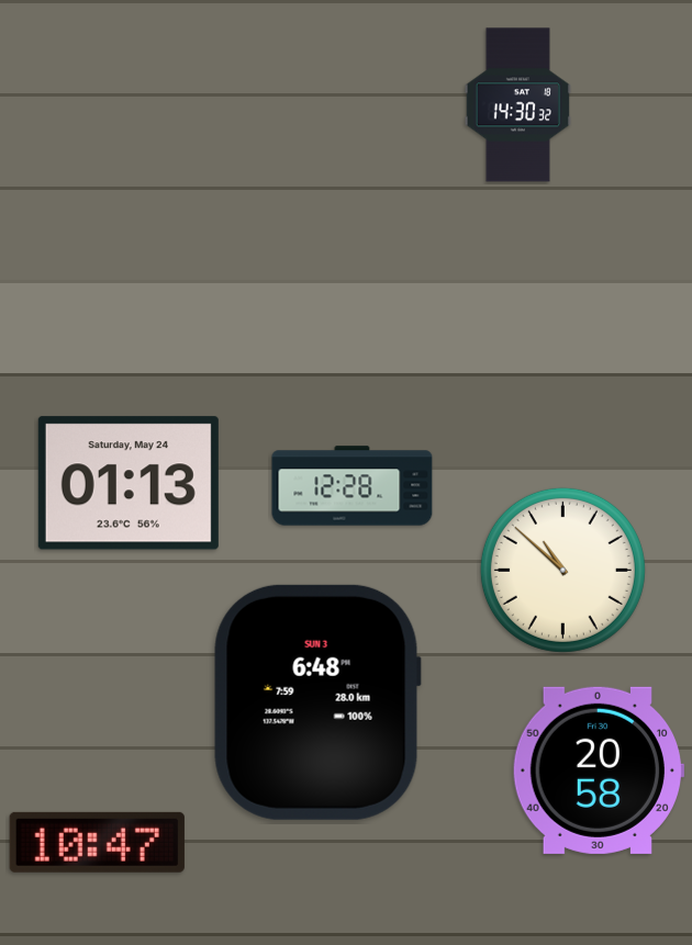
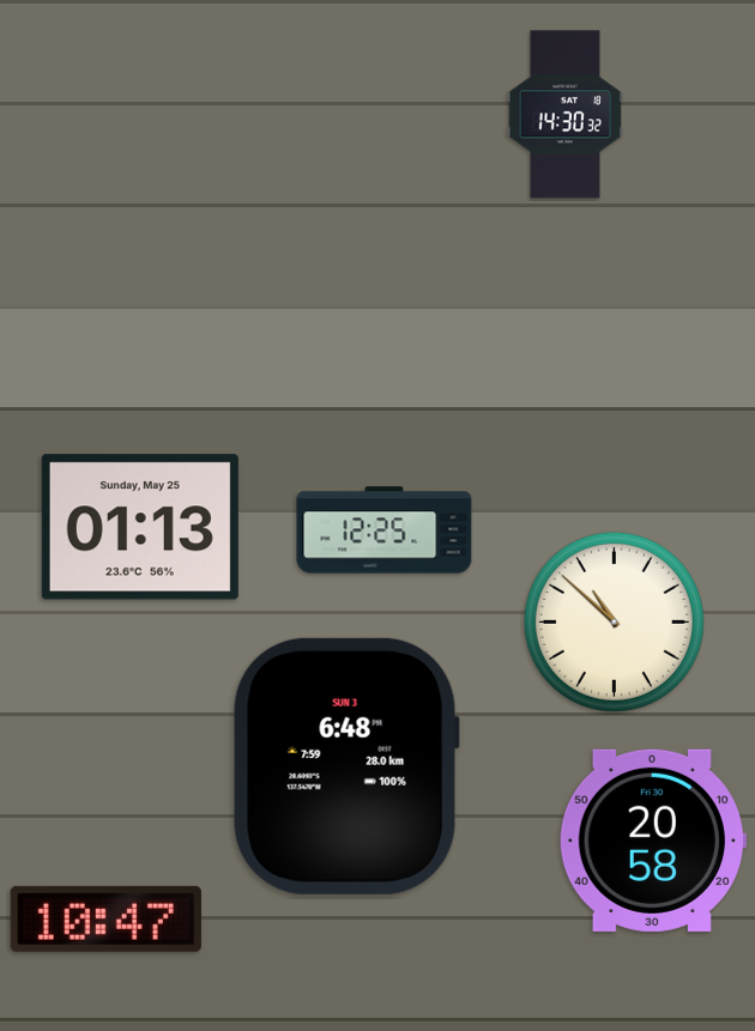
clock at (129, 483) date: Saturday, May 24 -> Sunday, May 25
clock at (353, 486): 12:28 -> 12:25
